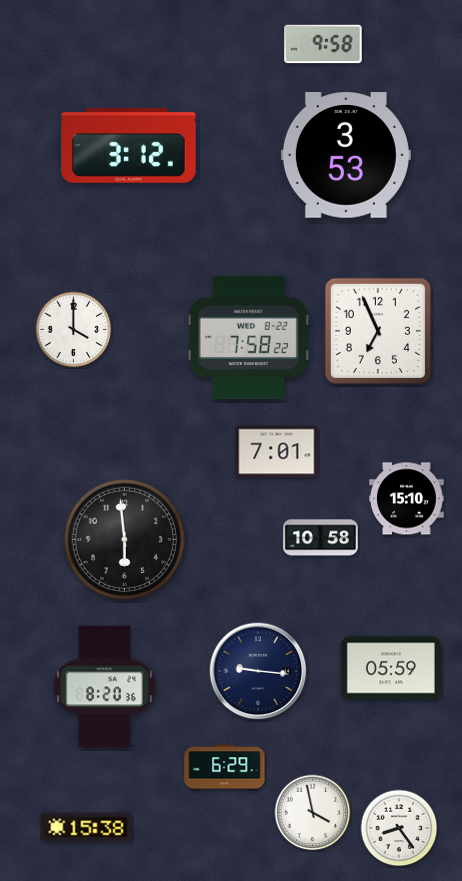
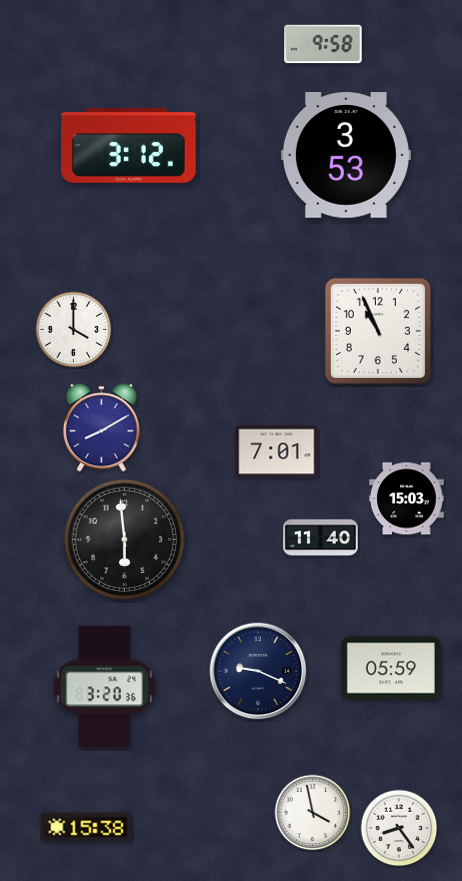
clock at (378, 331): 6:56 -> 10:56
clock at (248, 338): 7:58 -> none
clock at (101, 428): none -> 8:10
clock at (407, 499): 15:10 -> 15:03
clock at (321, 538): 10:58 -> 11:40
clock at (258, 671): 9:16 -> 9:19
clock at (104, 687): 8:20 -> 3:20
clock at (225, 768): 6:29 -> none
